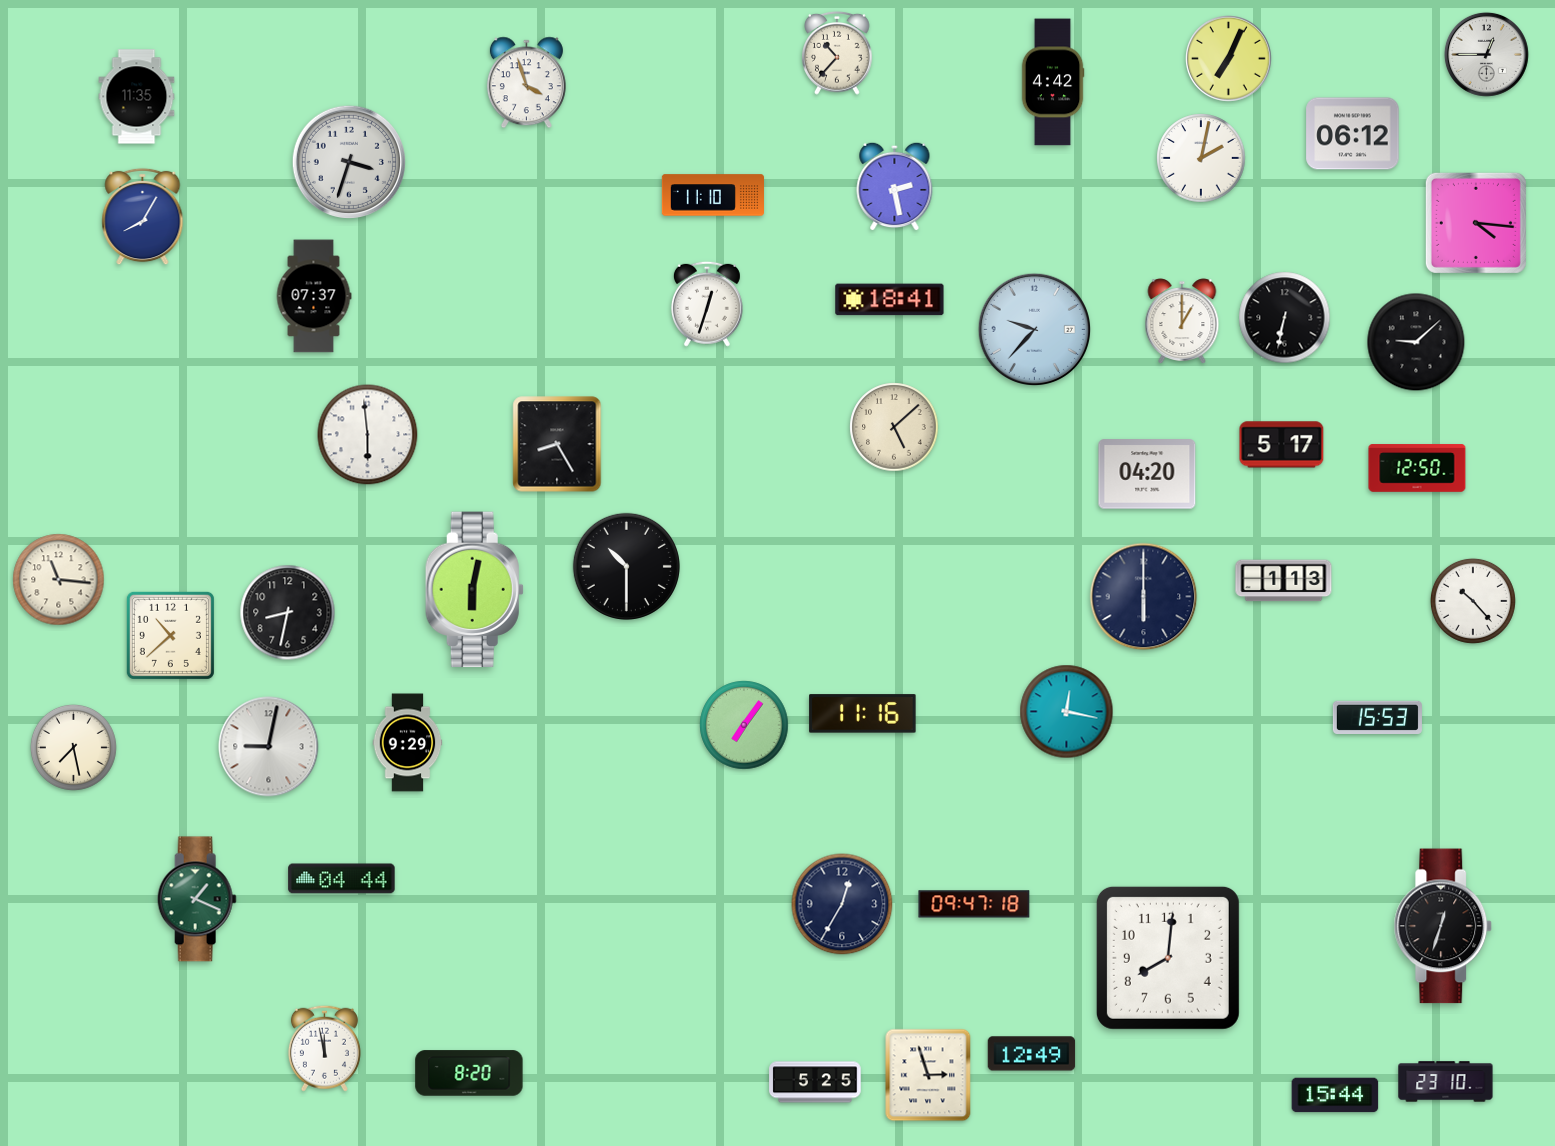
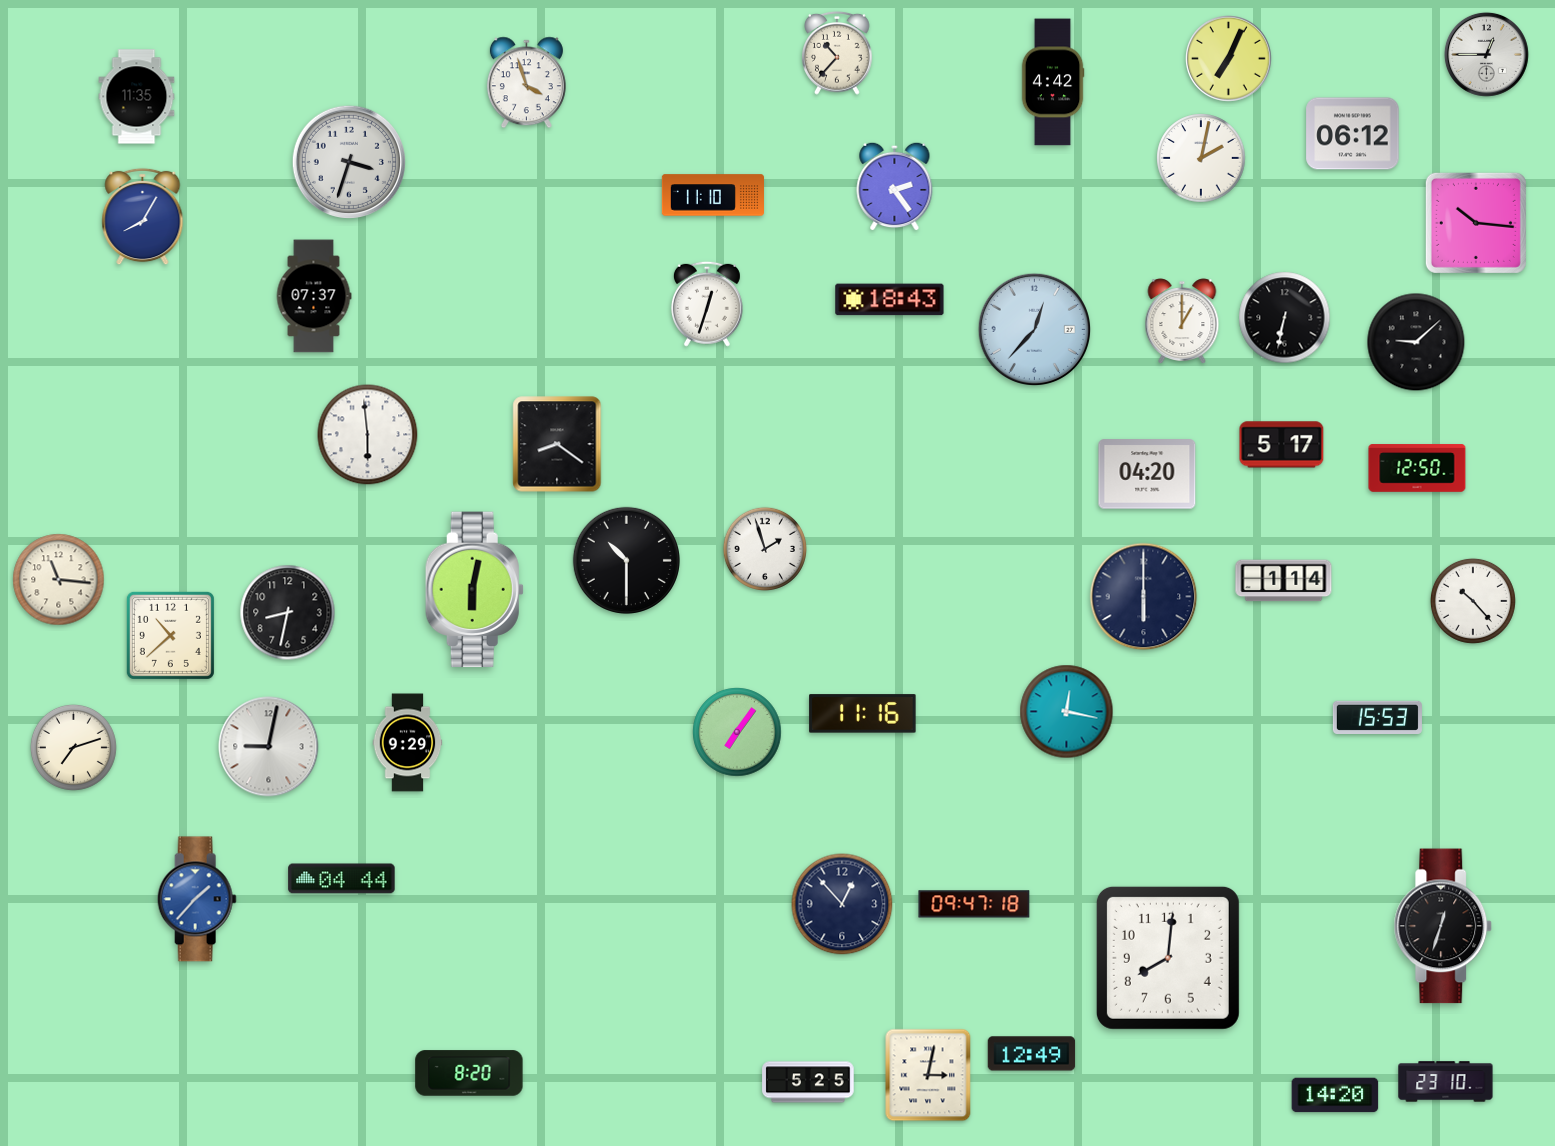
clock at (895, 186): 2:28 -> 2:24
clock at (1476, 223): 4:16 -> 10:16
clock at (890, 300): 18:41 -> 18:43
clock at (1034, 329): 9:37 -> 12:37
clock at (894, 427): 5:08 -> none
clock at (557, 444): 8:25 -> 8:21
clock at (765, 549): none -> 1:57
clock at (626, 566) position: (626, 566) -> (626, 560)
clock at (1284, 581): 1:13 -> 1:14
clock at (744, 725) position: (744, 725) -> (737, 732)
clock at (73, 747): 7:28 -> 7:12
clock at (197, 899): 1:19 -> 1:37
clock at (197, 899) dial: green -> blue
clock at (842, 904): 12:35 -> 12:53
clock at (324, 1048): 11:58 -> none
clock at (928, 1075): 2:57 -> 3:02
clock at (815, 1082) position: (815, 1082) -> (808, 1082)
clock at (1335, 1095): 15:44 -> 14:20
